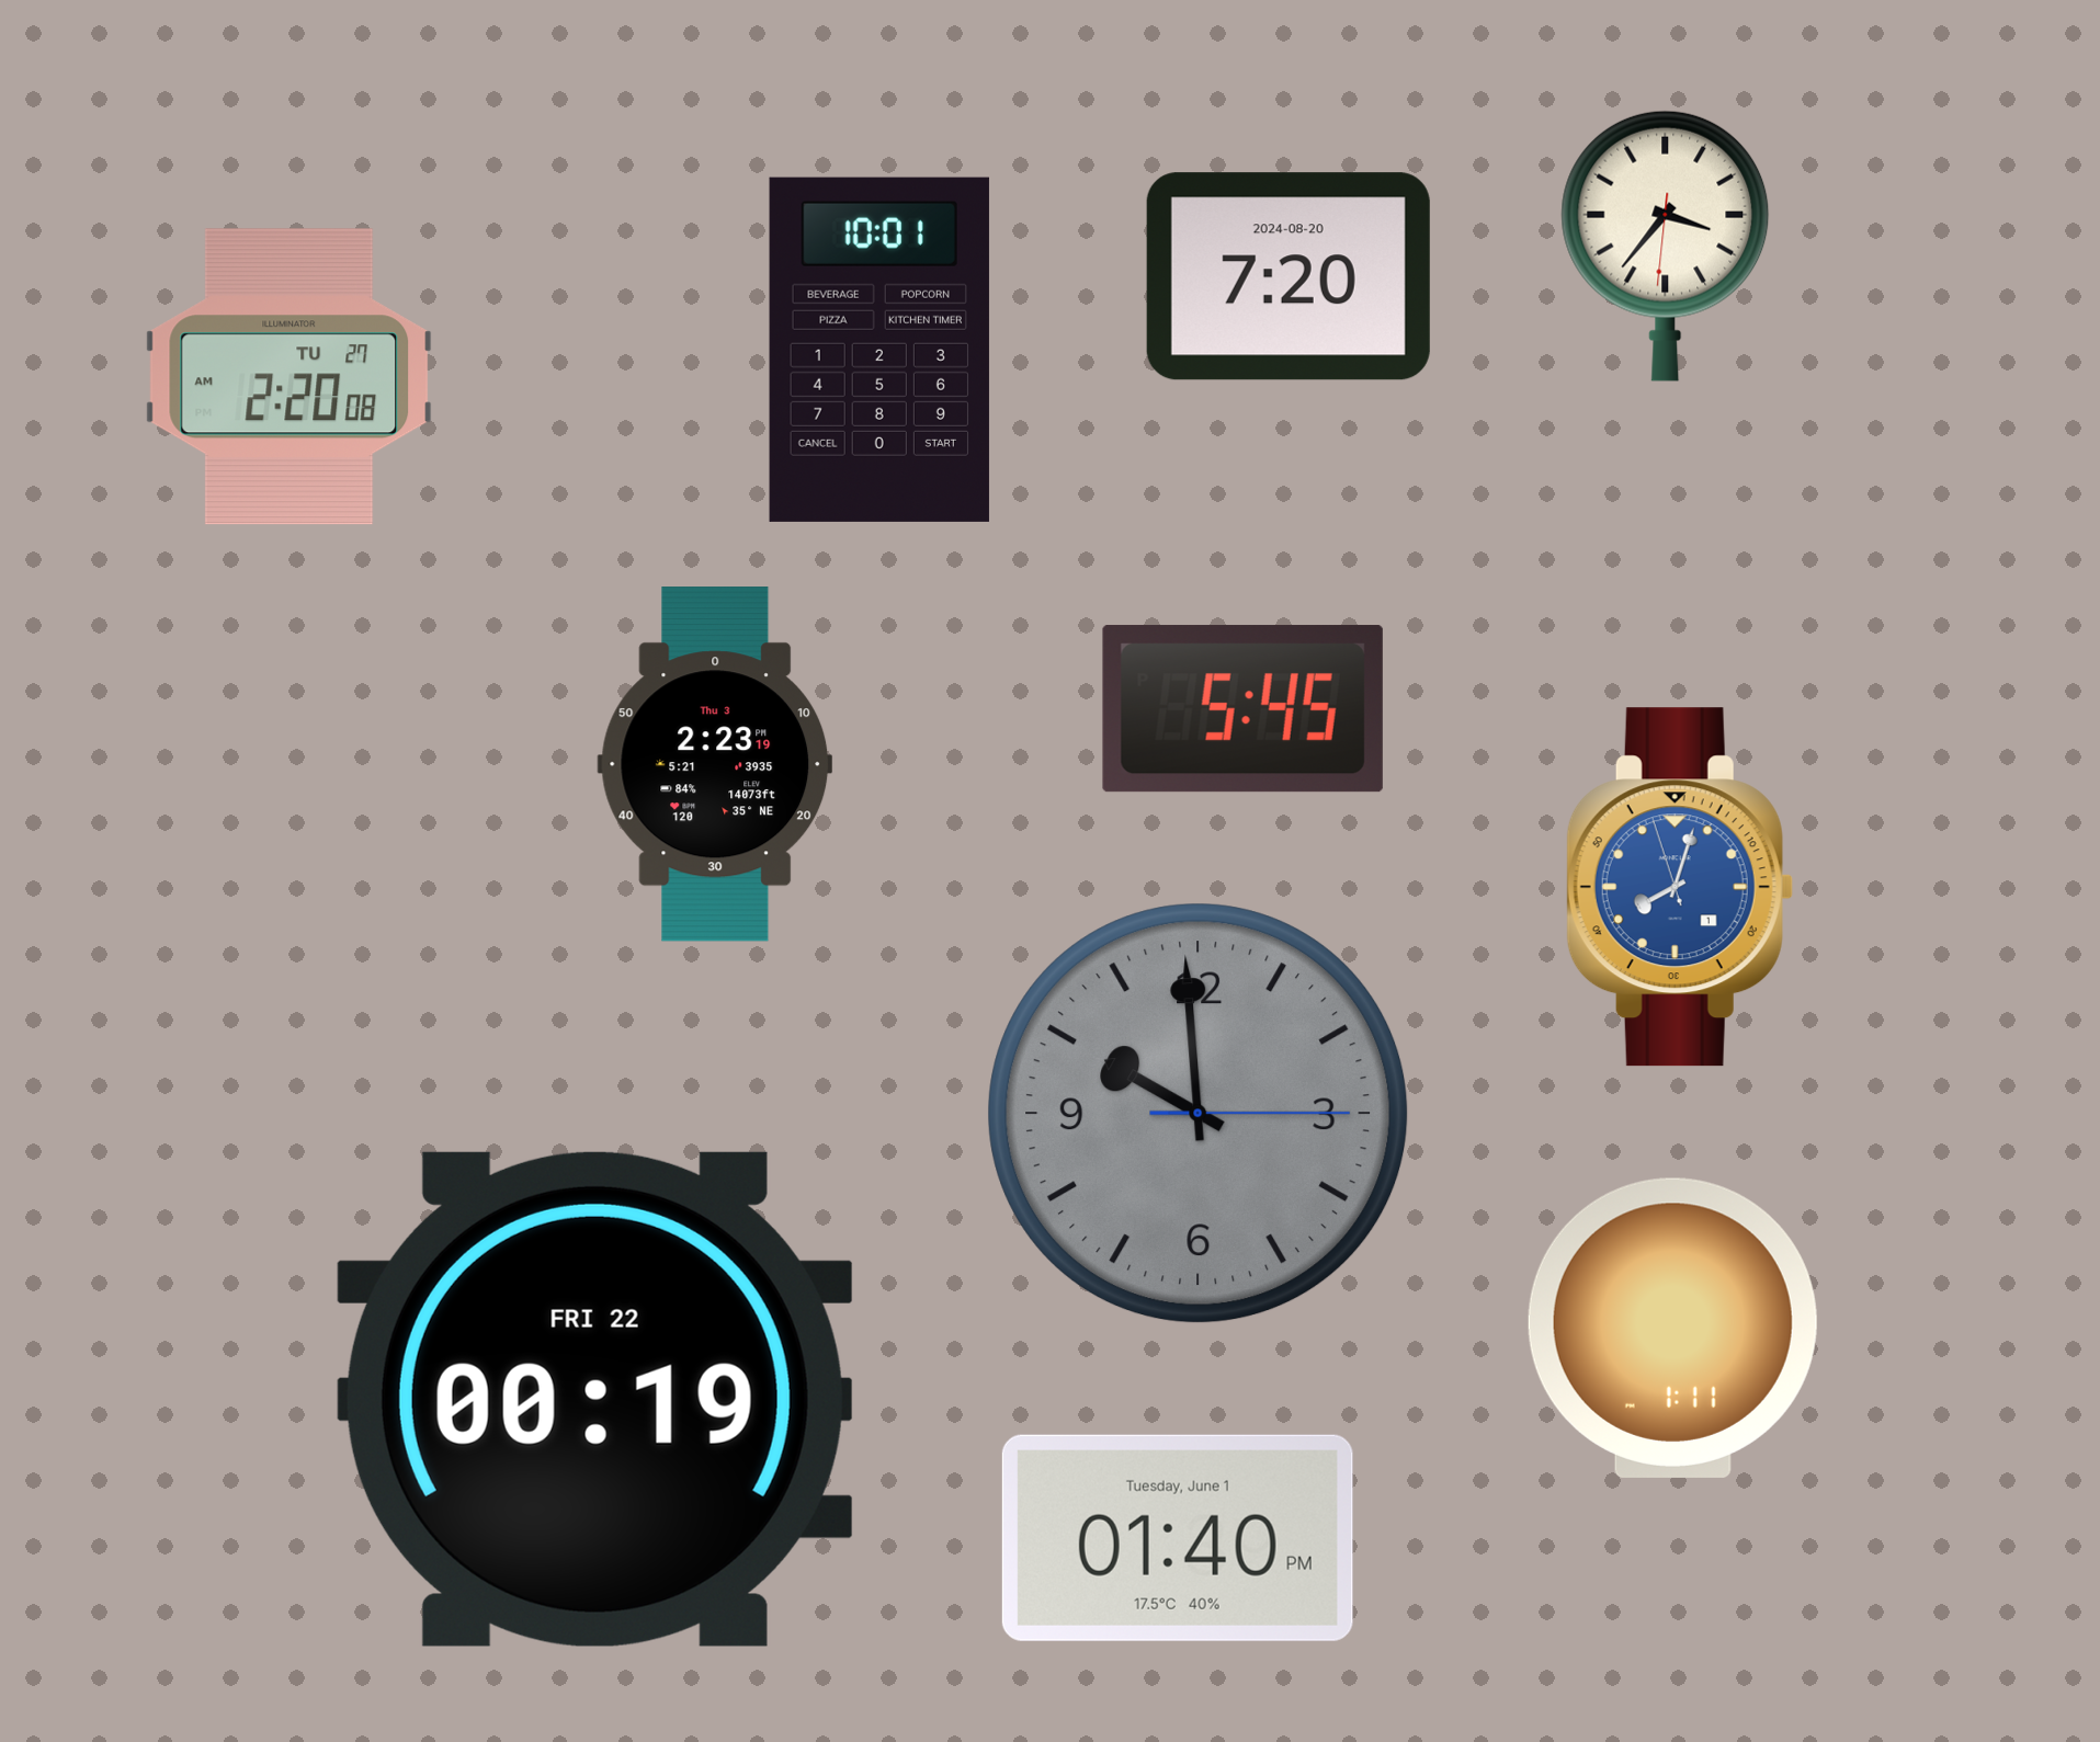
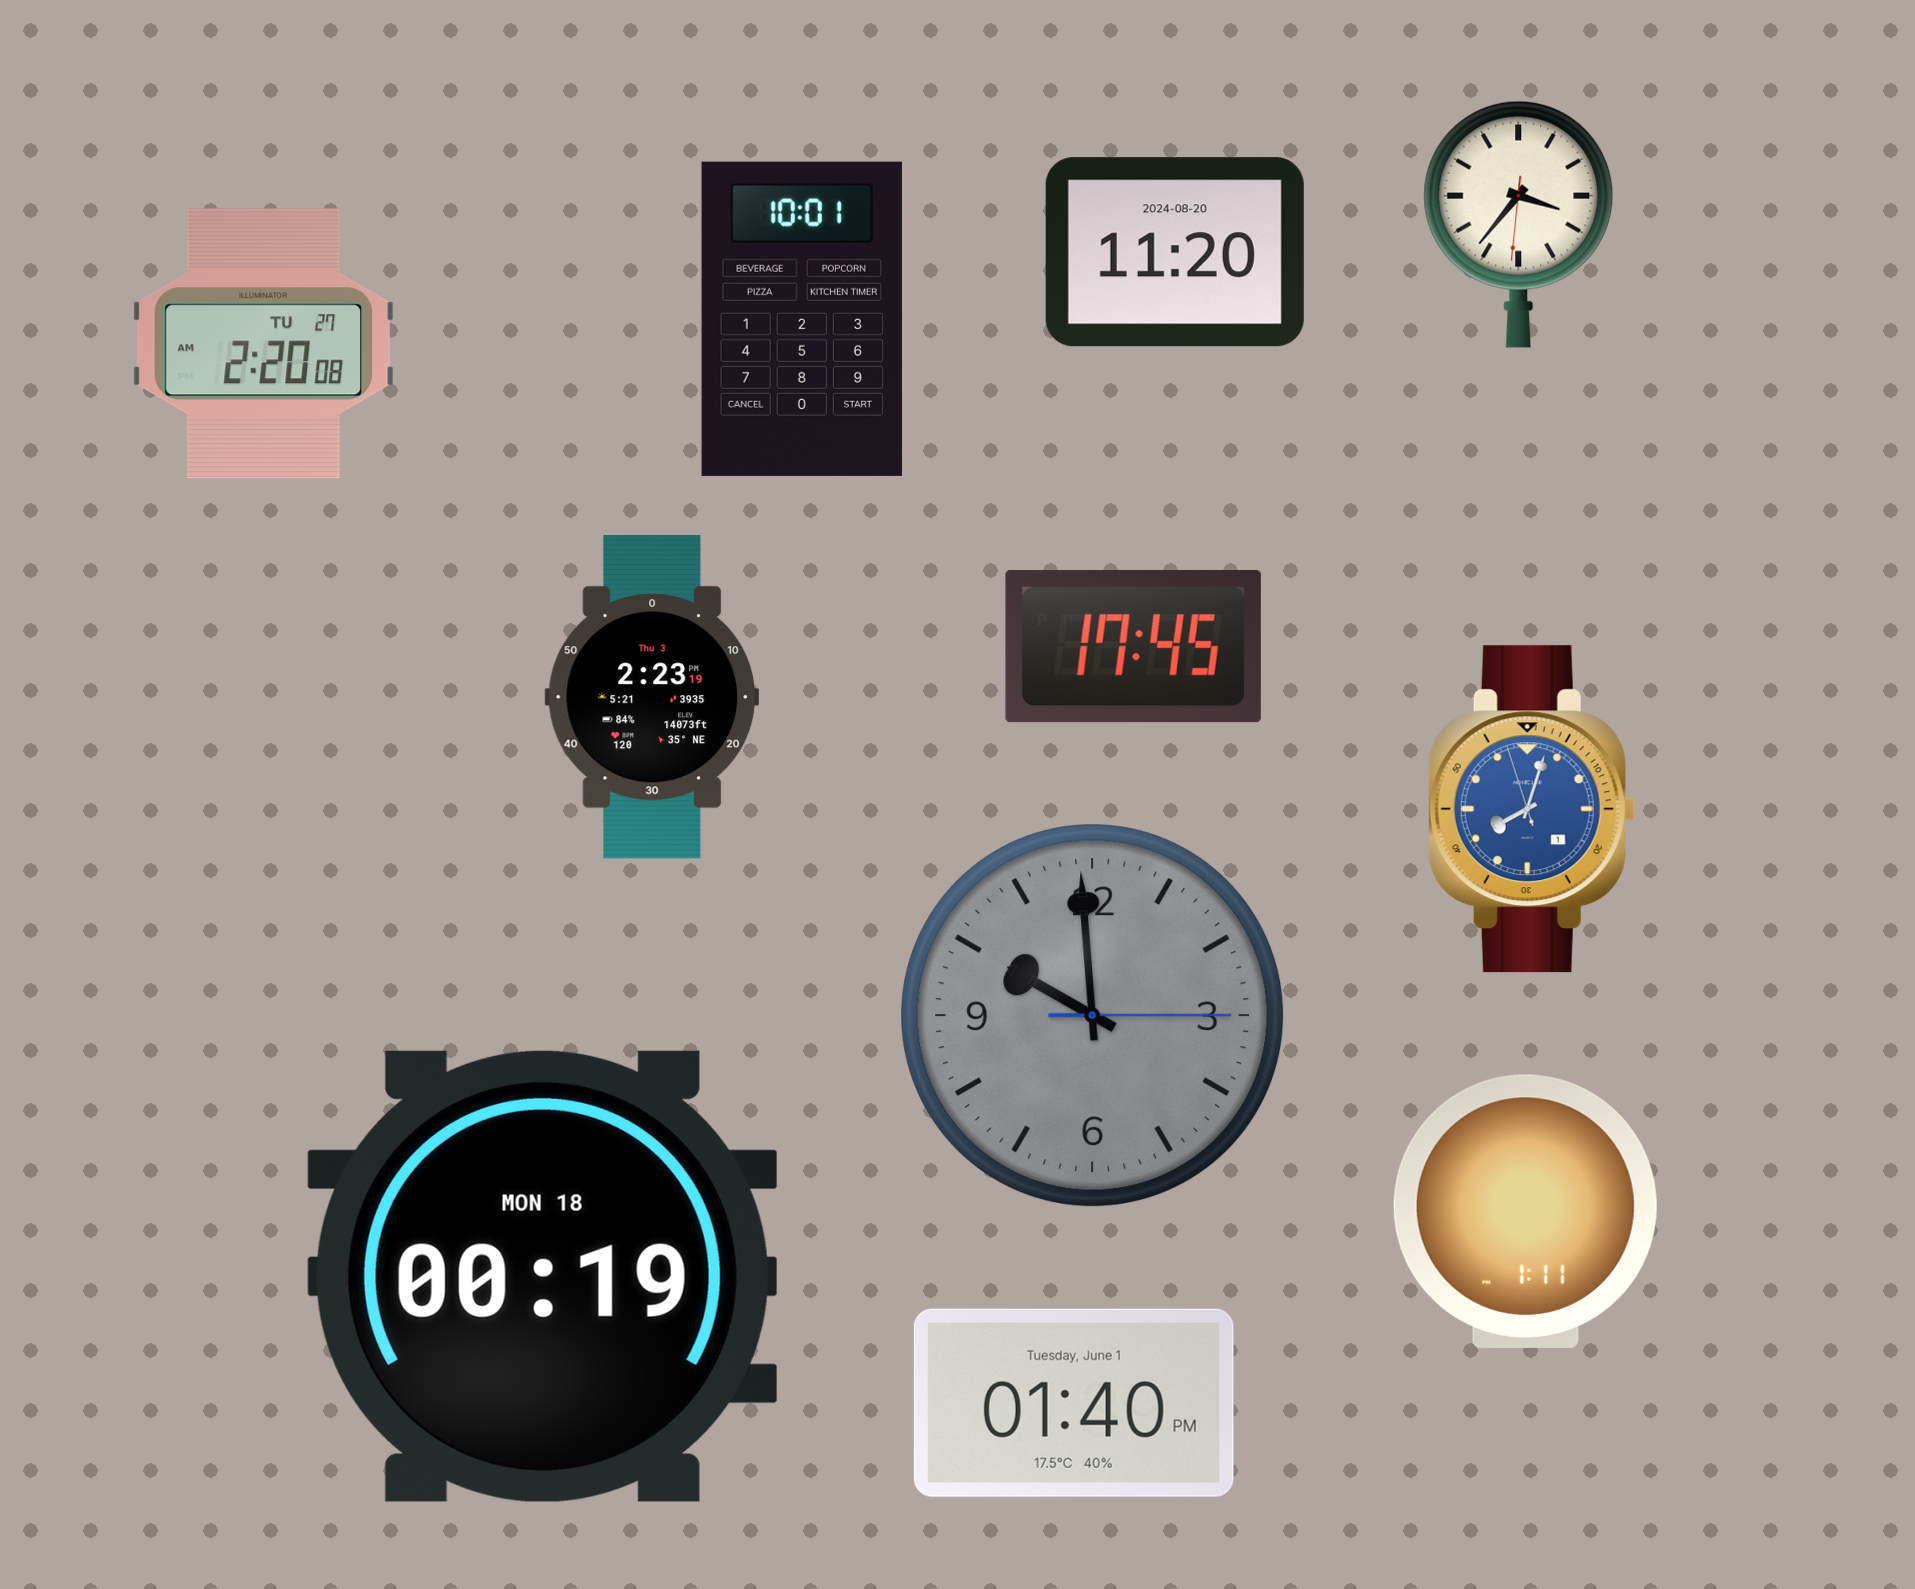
clock at (1289, 276): 7:20 -> 11:20
clock at (1242, 709): 5:45 -> 17:45
clock at (594, 1399) date: FRI 22 -> MON 18
